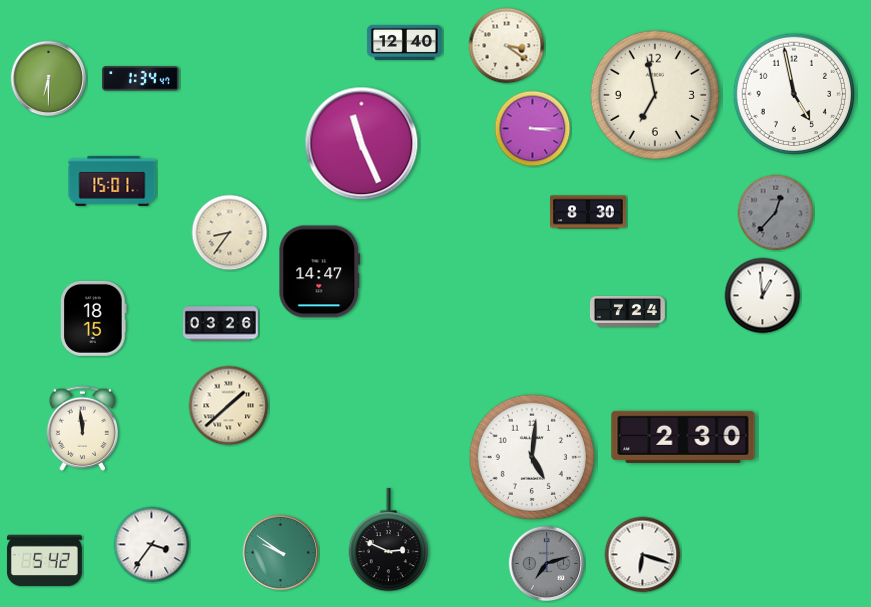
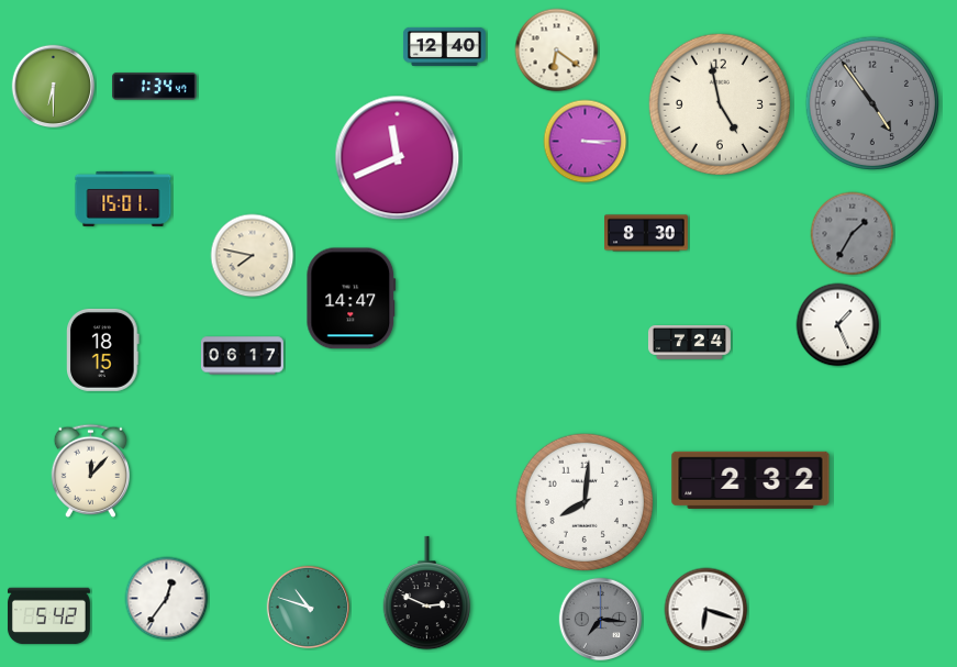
clock at (507, 46): 3:21 -> 6:21
clock at (793, 93): 4:58 -> 4:54
clock at (793, 93) dial: white -> grey
clock at (654, 94): 6:58 -> 4:58
clock at (362, 144): 11:26 -> 11:41
clock at (776, 213): 12:37 -> 1:35
clock at (230, 233): 8:36 -> 7:47
clock at (763, 296): 12:59 -> 1:26
clock at (220, 324): 03:26 -> 06:17
clock at (229, 406): 1:38 -> none
clock at (82, 428): 11:59 -> 12:07
clock at (683, 437): 2:30 -> 2:32
clock at (531, 456): 5:01 -> 8:01
clock at (152, 545): 3:36 -> 12:36
clock at (281, 553): 9:51 -> 10:48
clock at (547, 564): 7:12 -> 7:16
